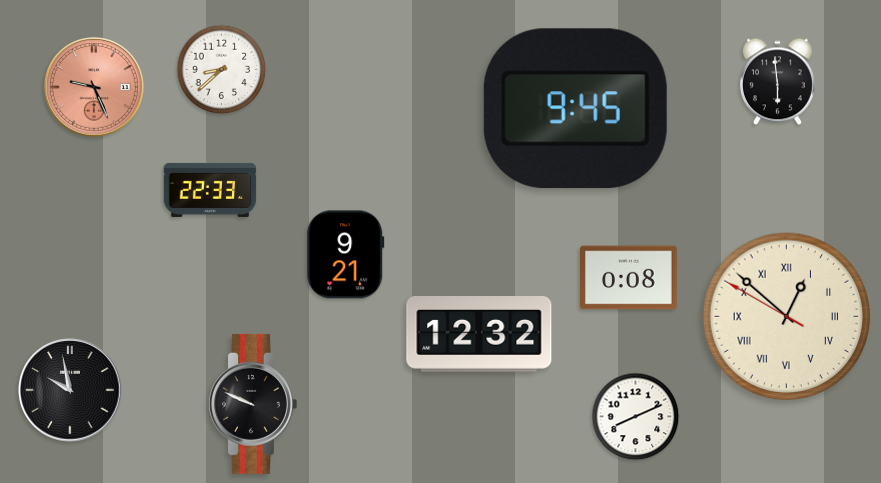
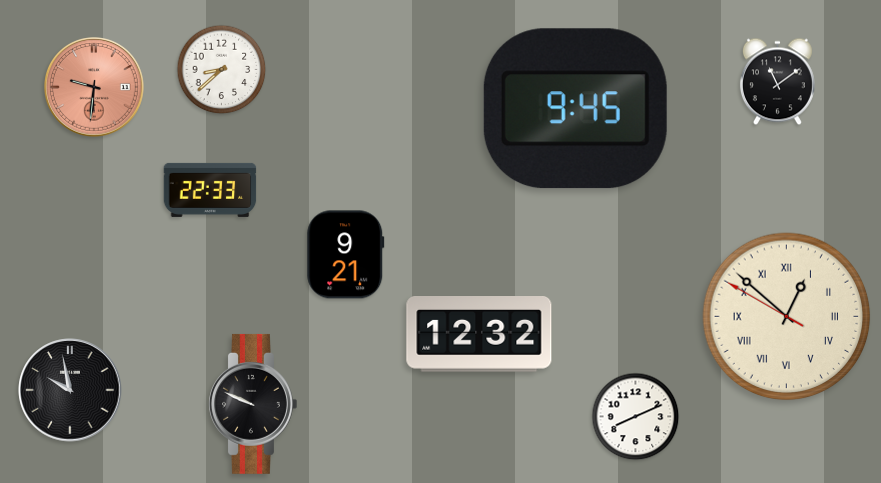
clock at (777, 82): 5:59 -> 11:09
clock at (95, 88): 9:26 -> 9:31
clock at (629, 278): 0:08 -> none
